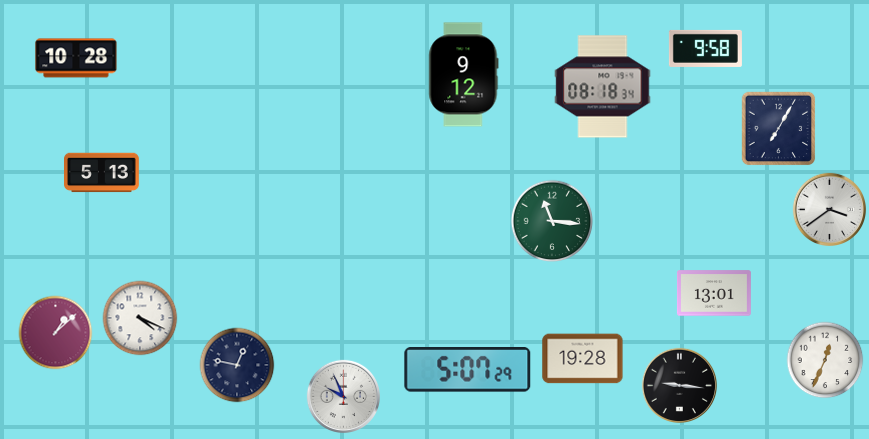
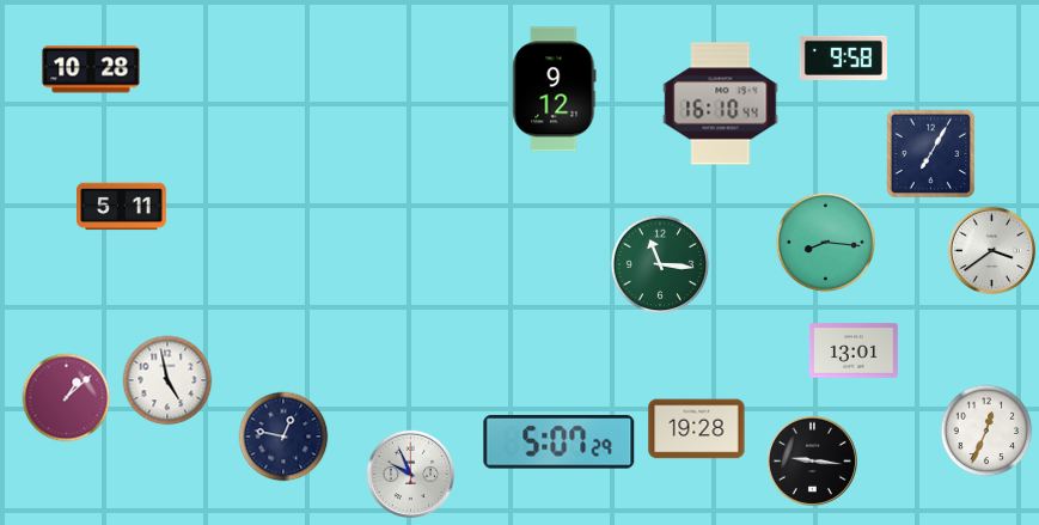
clock at (603, 87): 08:18 -> 16:10
clock at (102, 173): 5:13 -> 5:11
clock at (826, 243): none -> 8:16
clock at (140, 318): 4:19 -> 4:58
